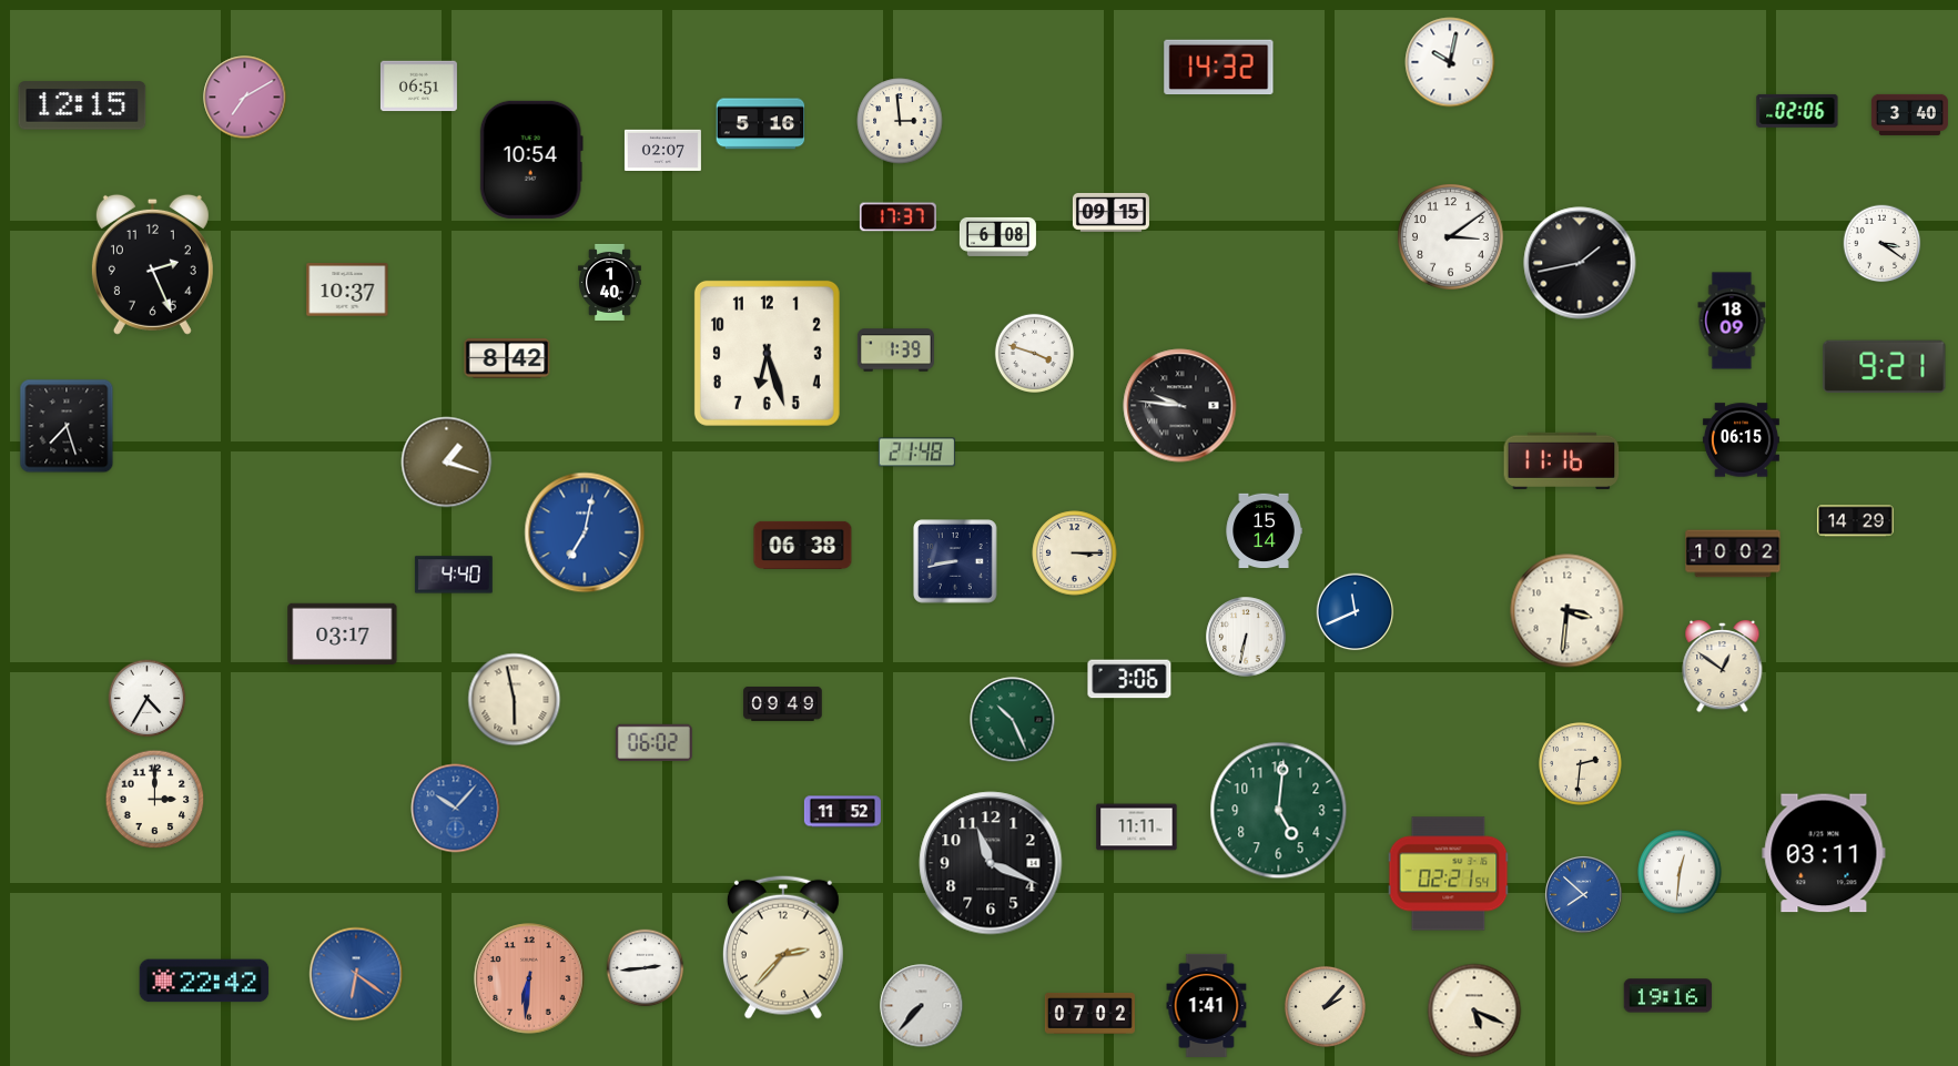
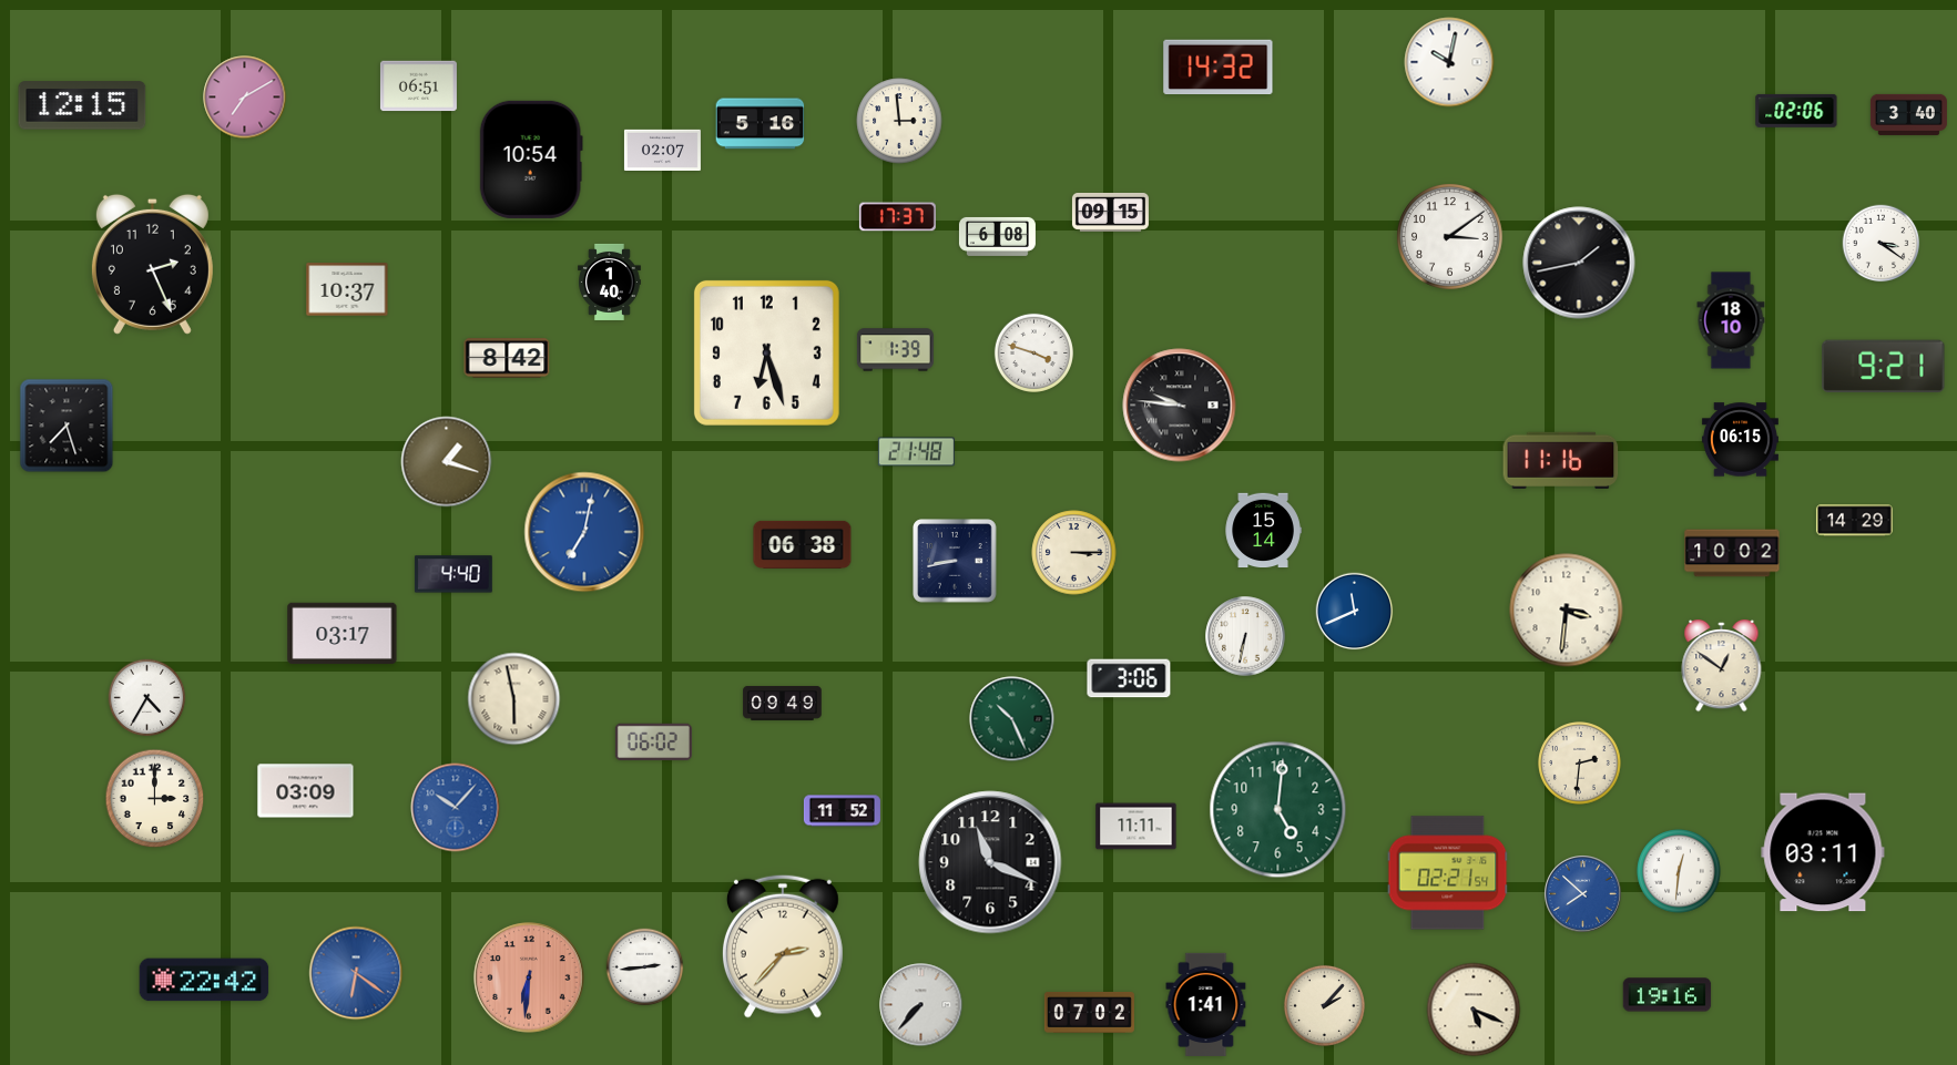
clock at (1732, 321): 18:09 -> 18:10
clock at (306, 791): none -> 03:09
